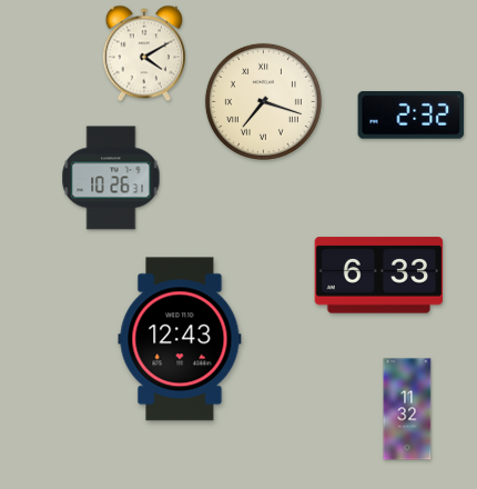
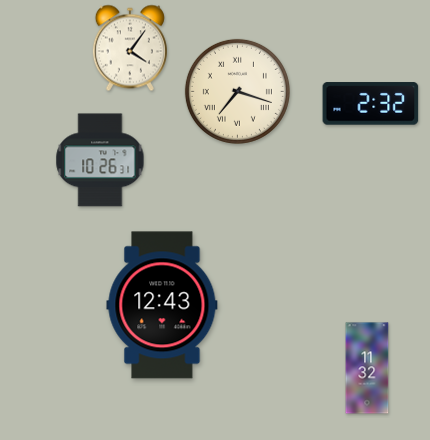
clock at (144, 53): 4:10 -> 4:06
clock at (379, 276): 6:33 -> none
